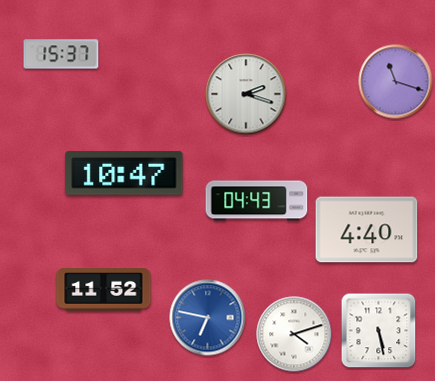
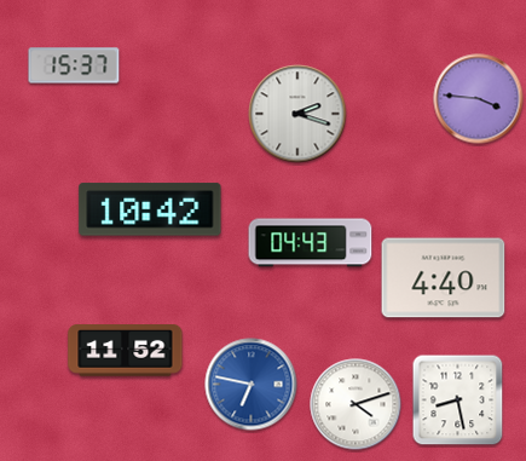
clock at (396, 82): 11:18 -> 3:46
clock at (124, 173): 10:47 -> 10:42
clock at (379, 331): 5:28 -> 8:28
